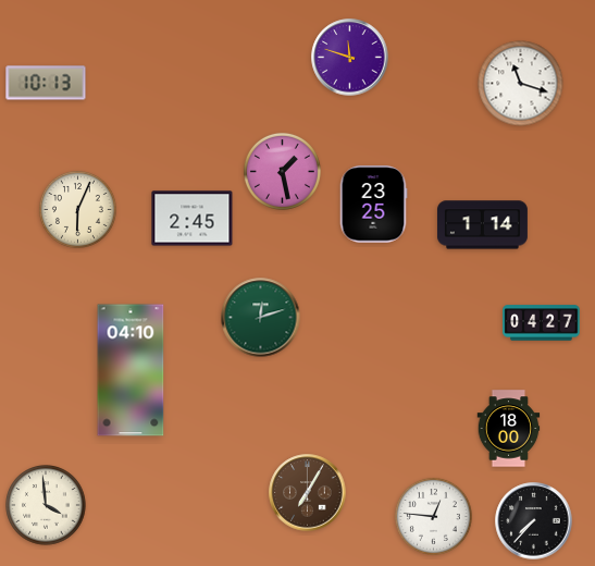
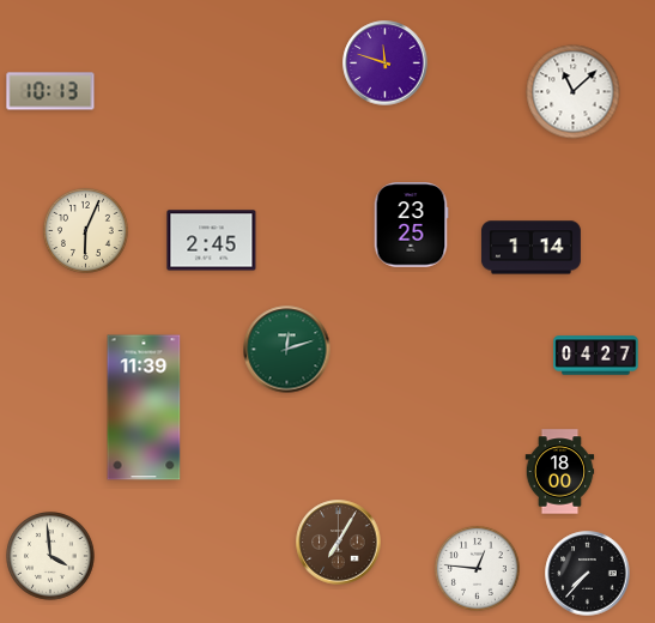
clock at (521, 84): 11:18 -> 11:08
clock at (282, 171): 1:28 -> none
clock at (131, 370): 04:10 -> 11:39
